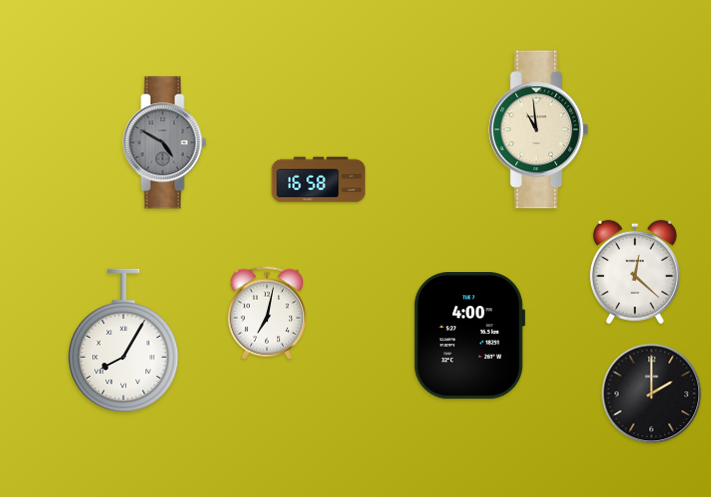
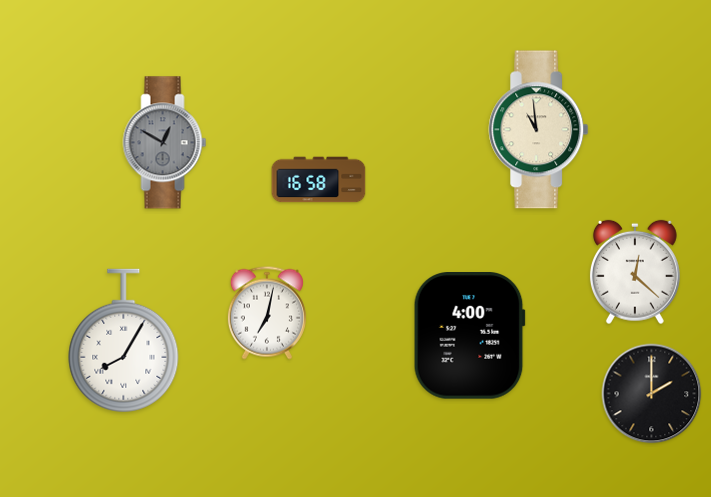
clock at (165, 143): 4:50 -> 12:50
